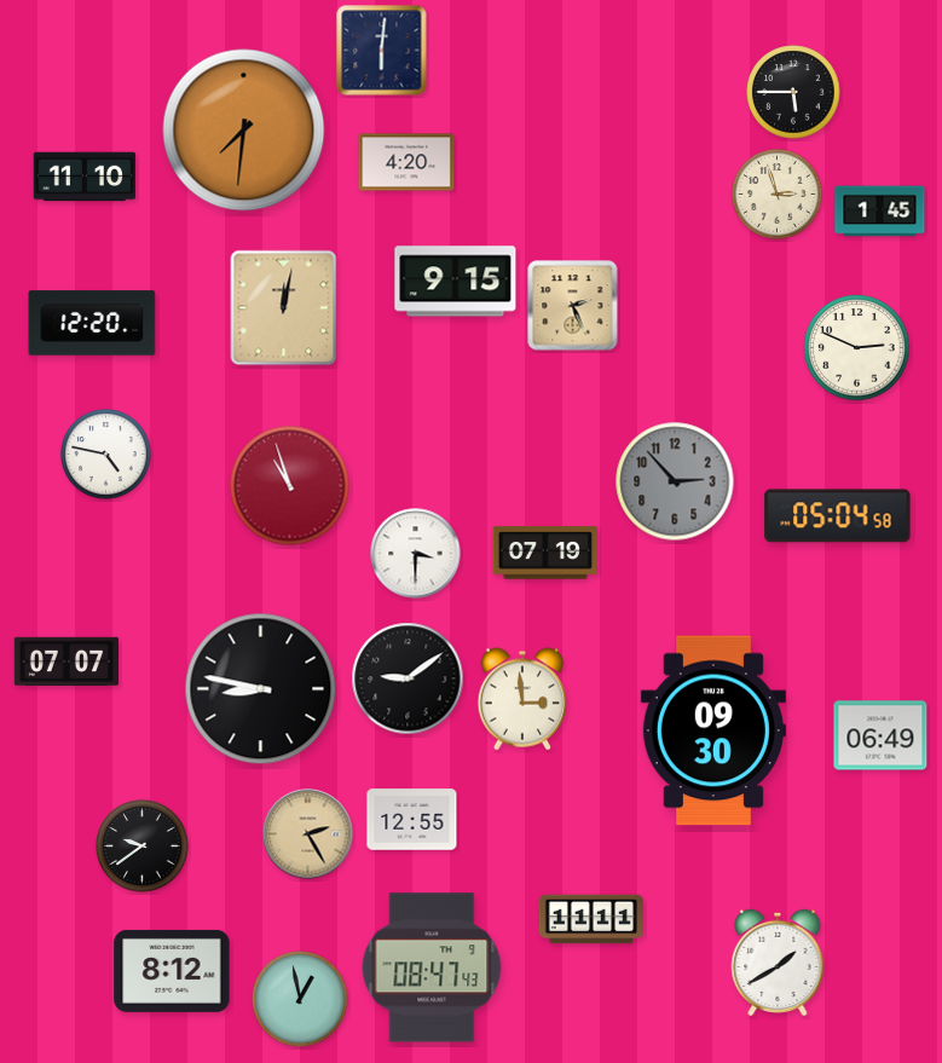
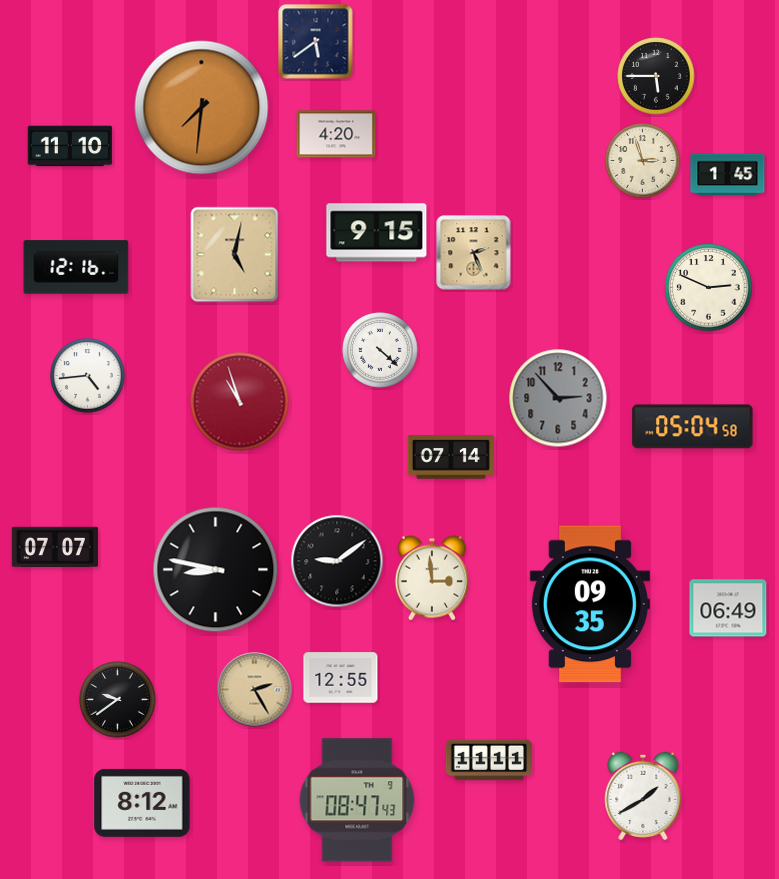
clock at (382, 51): 6:01 -> 5:39
clock at (284, 308): 12:02 -> 5:02
clock at (92, 323): 12:20 -> 12:16
clock at (380, 350): none -> 4:22
clock at (106, 455): 4:47 -> 4:44
clock at (545, 553): 07:19 -> 07:14
clock at (416, 554): 3:30 -> none
clock at (713, 730): 09:30 -> 09:35
clock at (300, 999): 12:58 -> none
